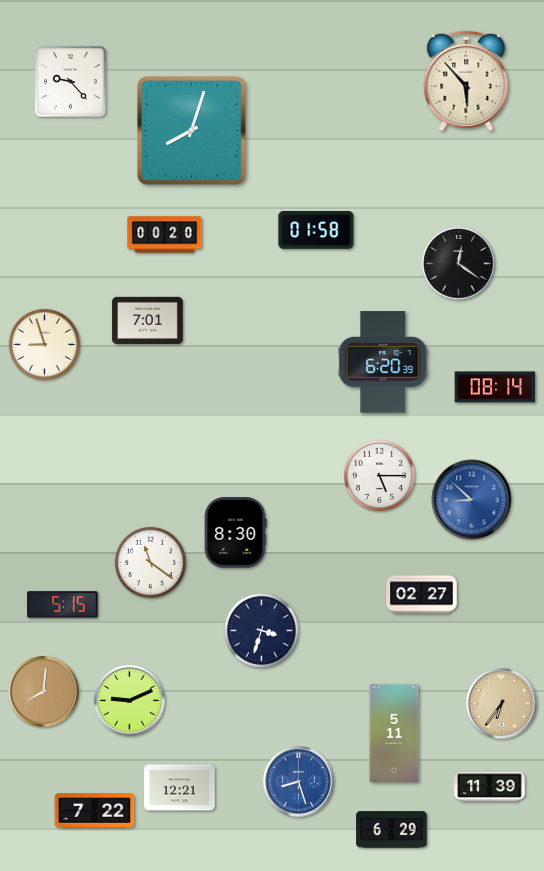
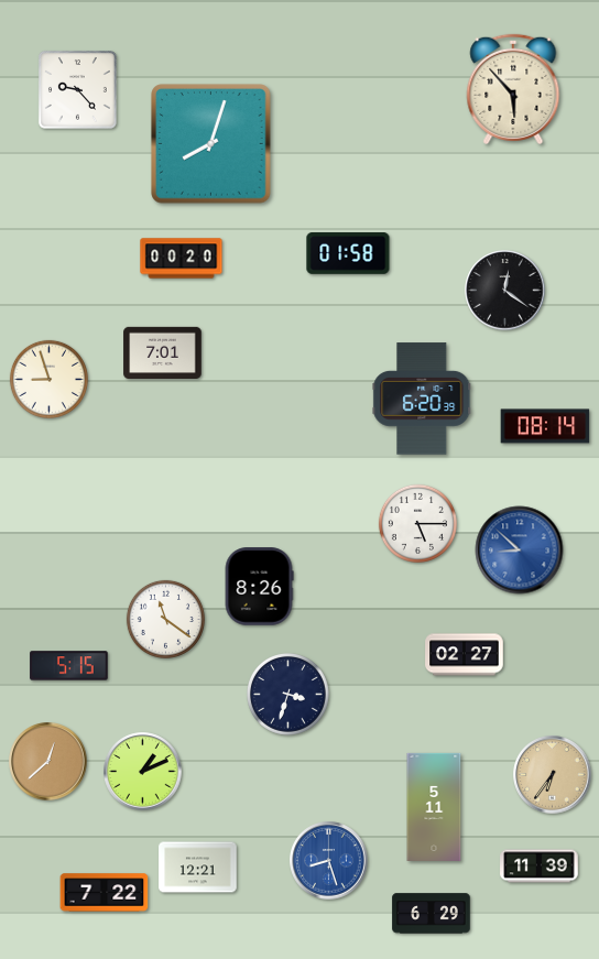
clock at (235, 533): 8:30 -> 8:26
clock at (44, 692): 8:01 -> 12:38
clock at (130, 701): 9:11 -> 1:11
